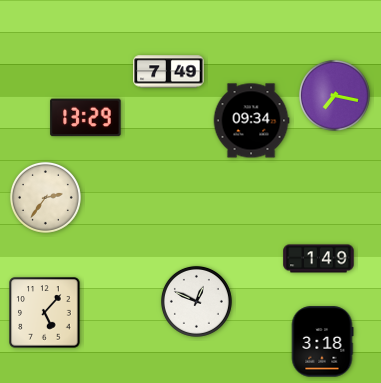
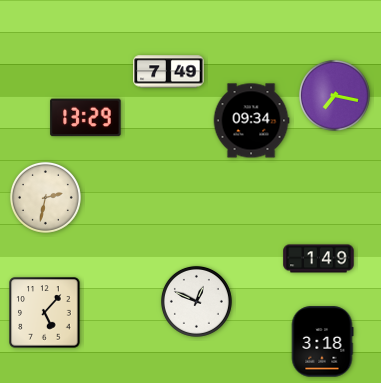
clock at (45, 197): 2:36 -> 2:32
